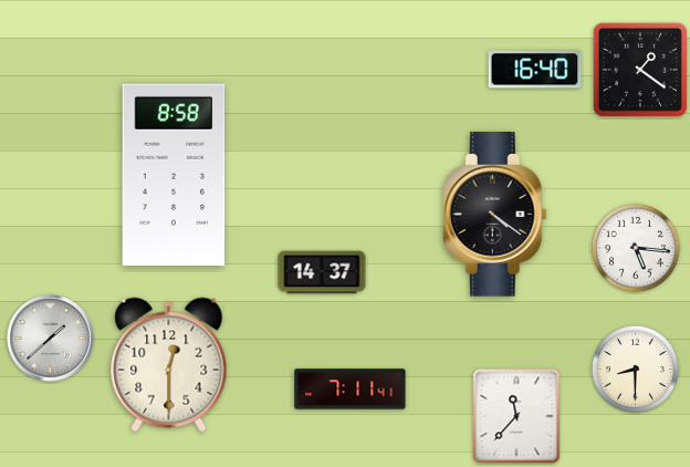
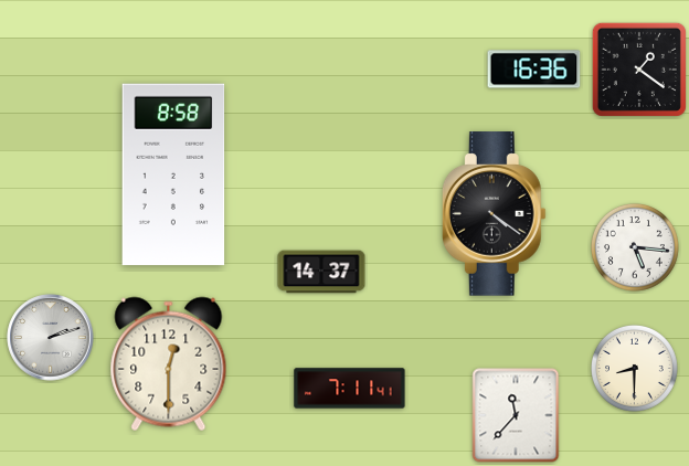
clock at (535, 70): 16:40 -> 16:36
clock at (51, 339): 1:38 -> 2:12
